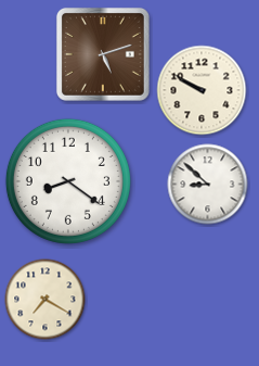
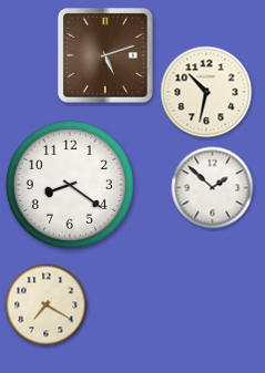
clock at (202, 90): 9:50 -> 10:32
clock at (208, 185): 8:52 -> 1:52
